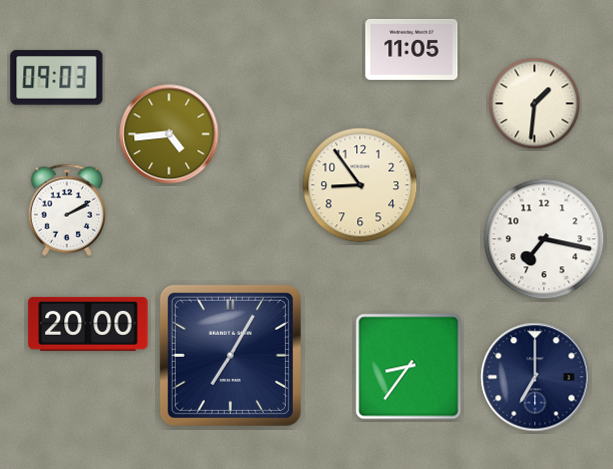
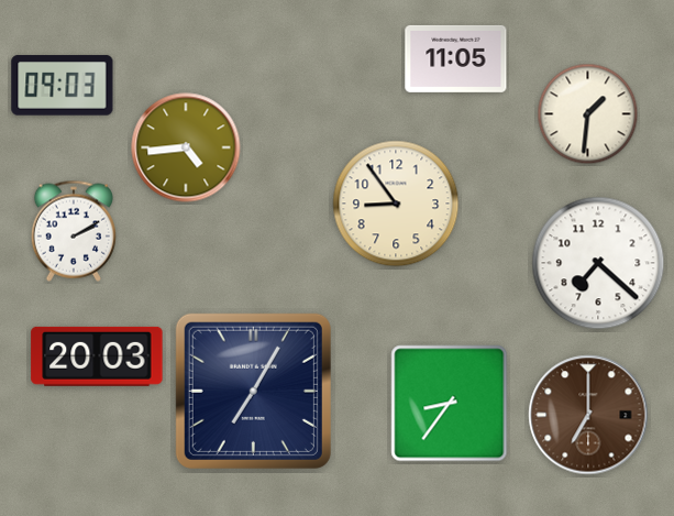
clock at (412, 49) position: (412, 49) -> (456, 58)
clock at (544, 239): 7:17 -> 7:22
clock at (88, 324): 20:00 -> 20:03
clock at (535, 377) dial: navy -> brown
